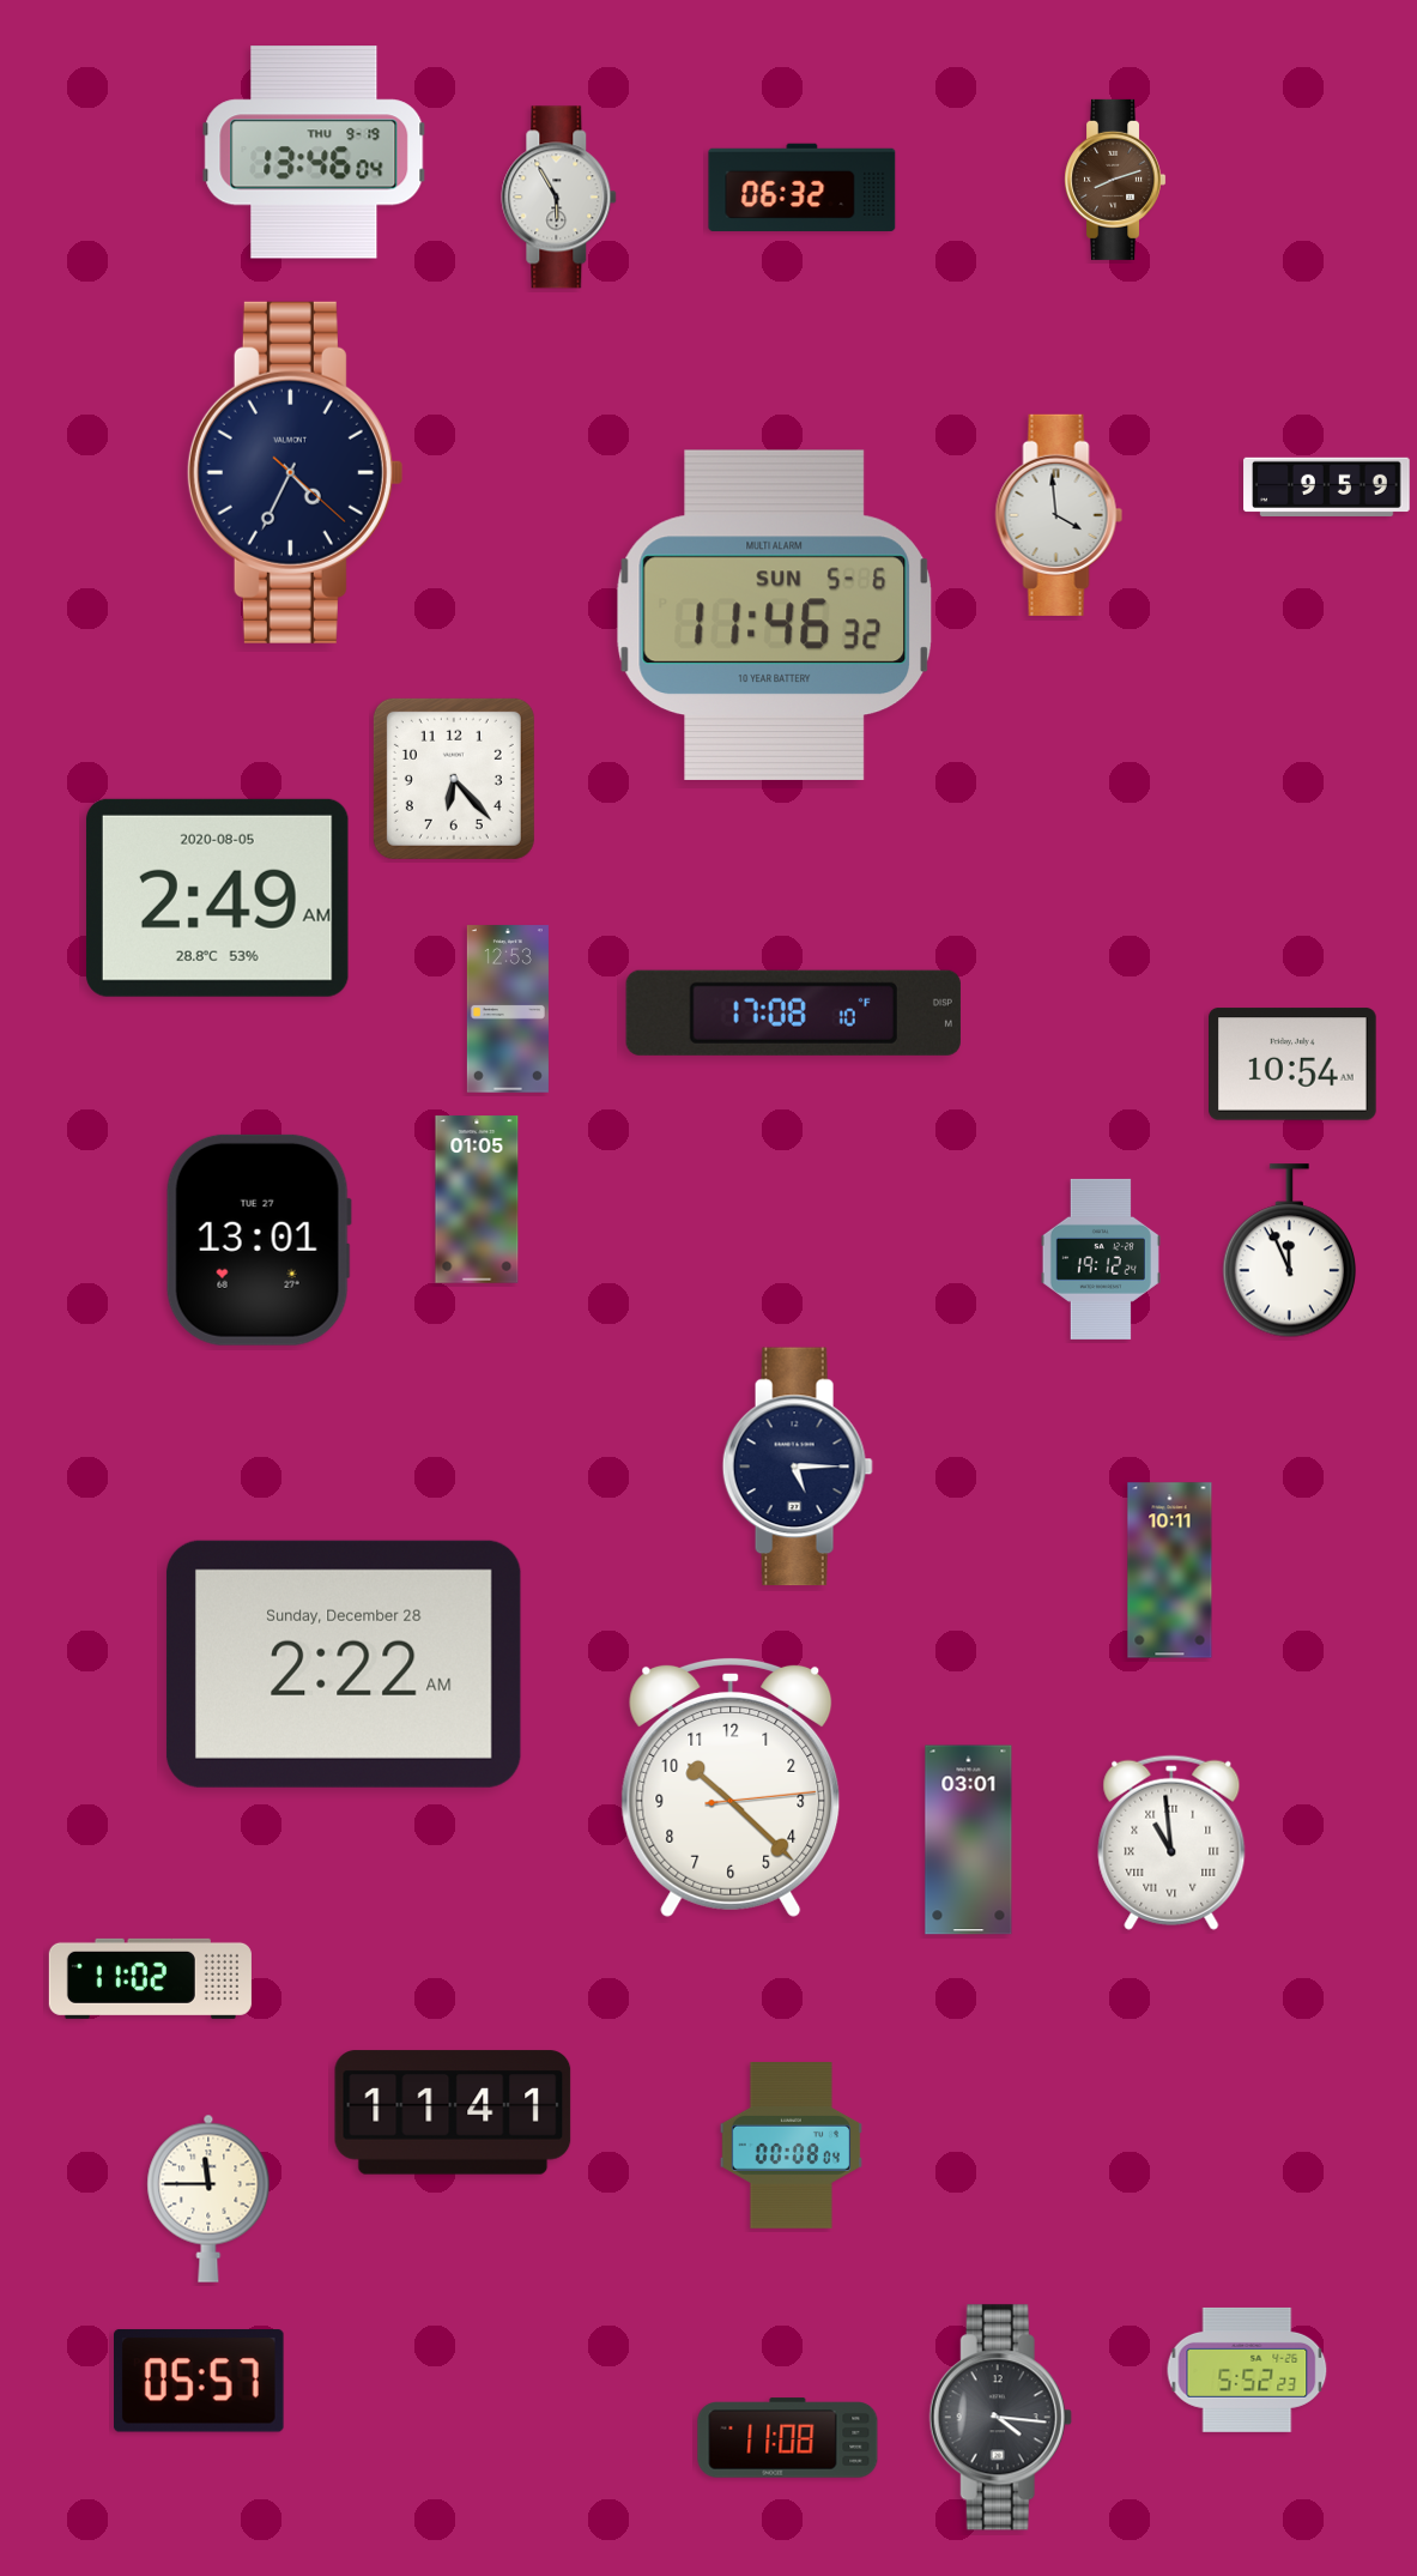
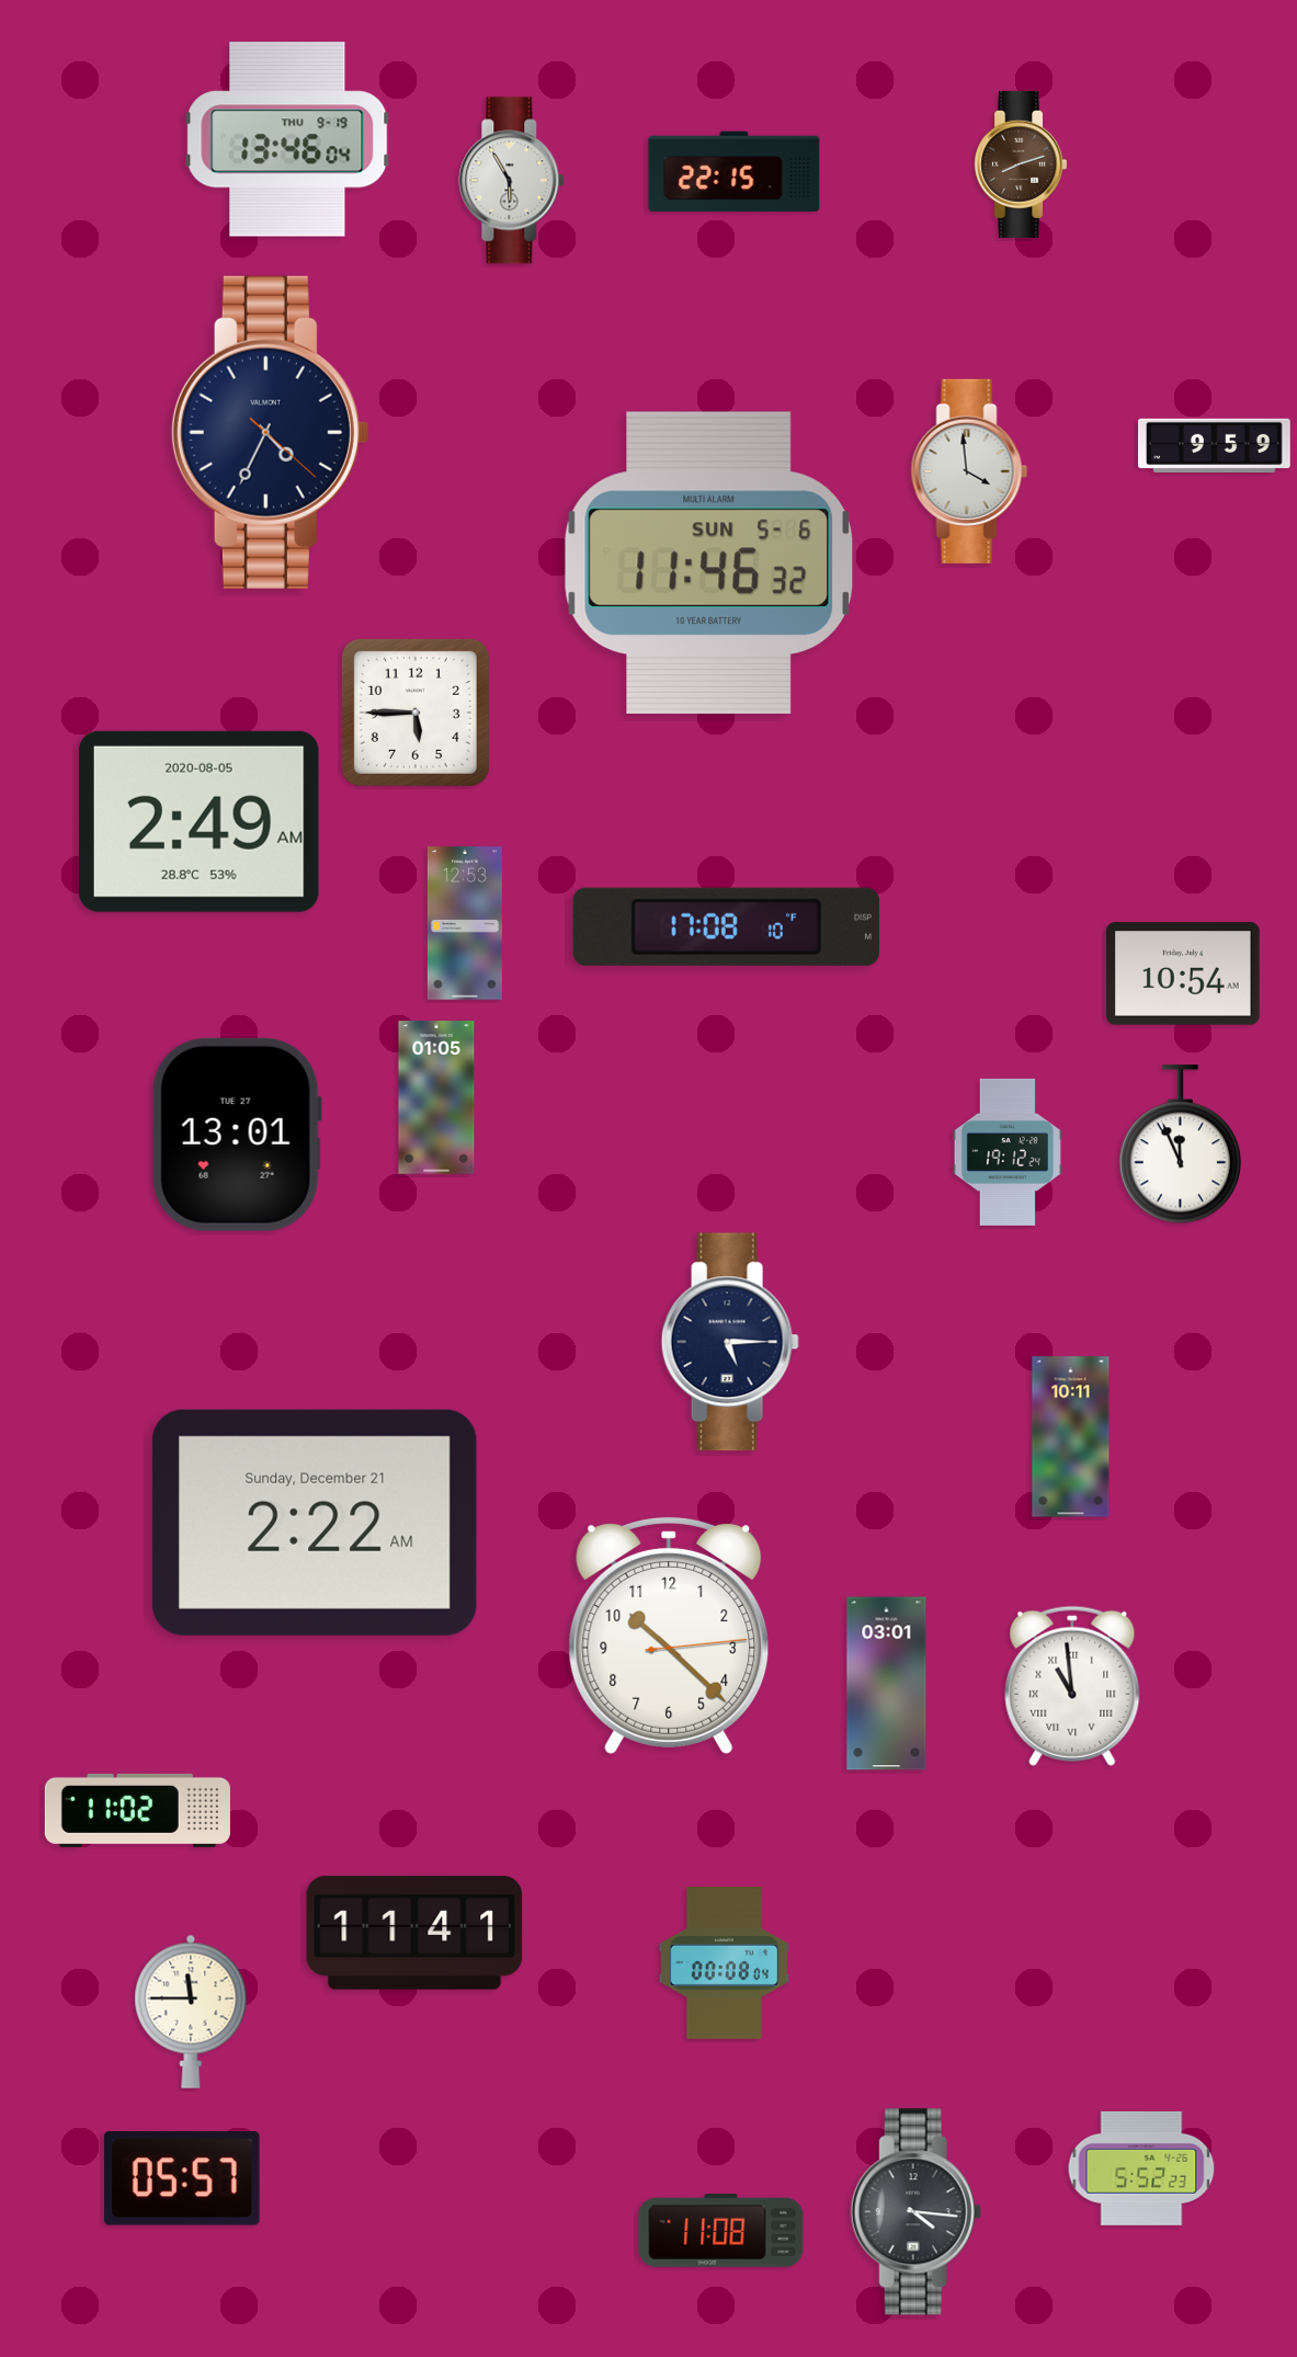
clock at (803, 187): 06:32 -> 22:15
clock at (454, 779): 6:23 -> 5:45
clock at (344, 1664) date: Sunday, December 28 -> Sunday, December 21
